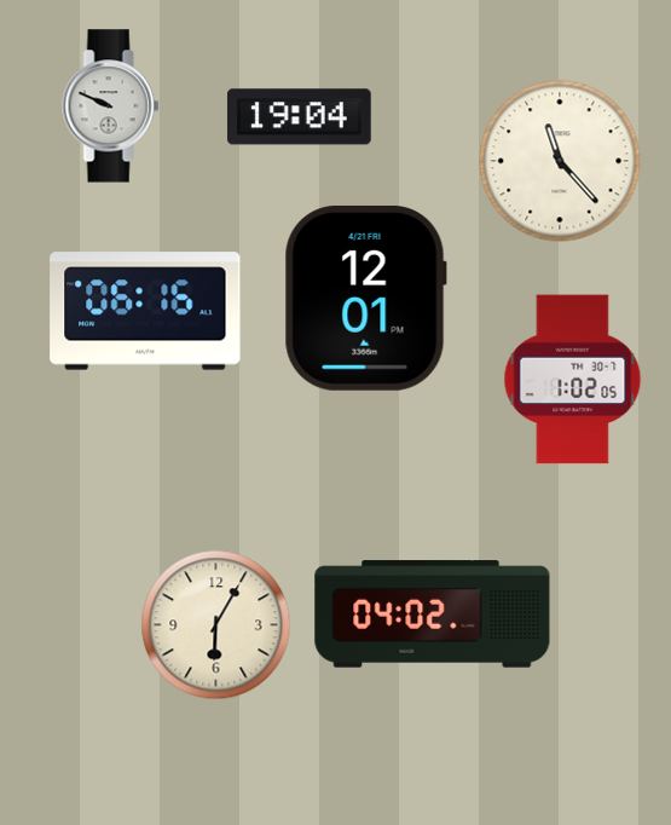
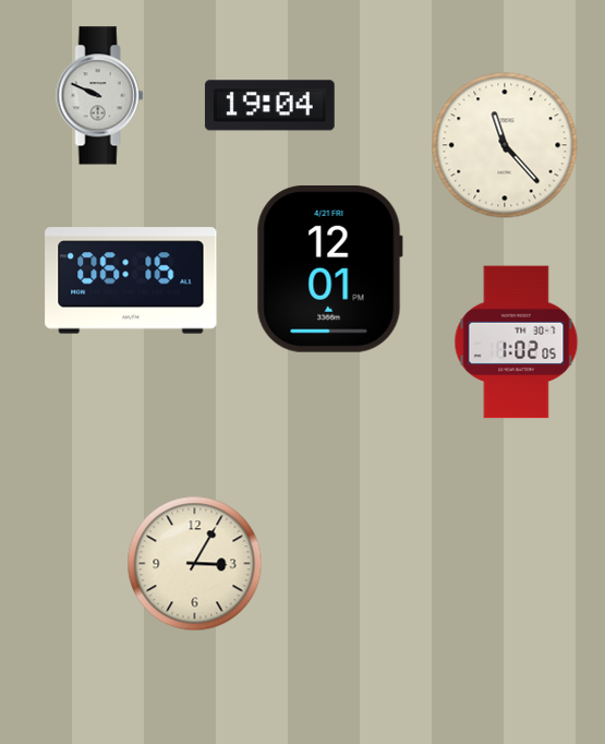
clock at (433, 615): 04:02 -> none
clock at (216, 625): 6:05 -> 3:05
